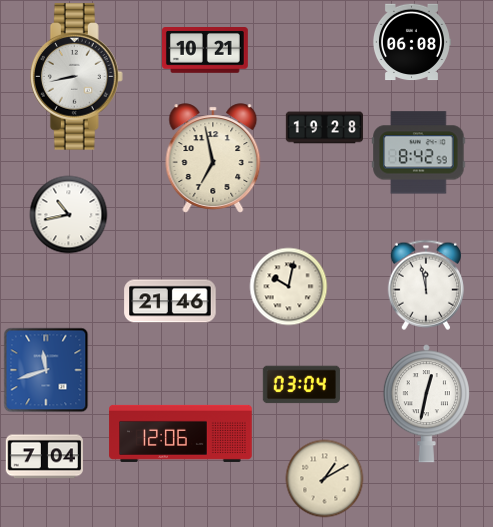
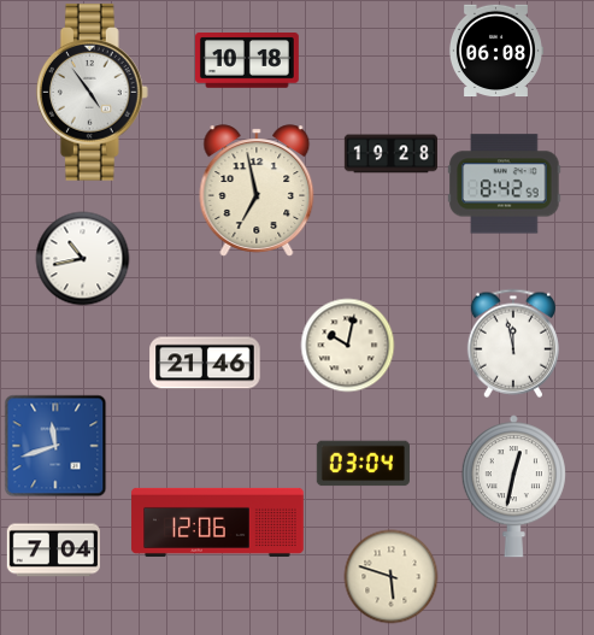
clock at (206, 51): 10:21 -> 10:18
clock at (76, 77): 8:43 -> 4:54
clock at (324, 478): 1:10 -> 5:48
